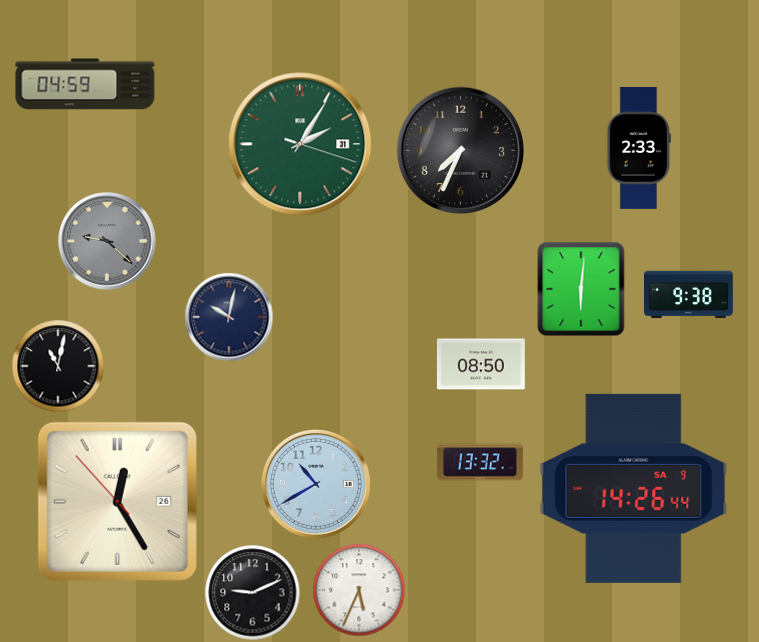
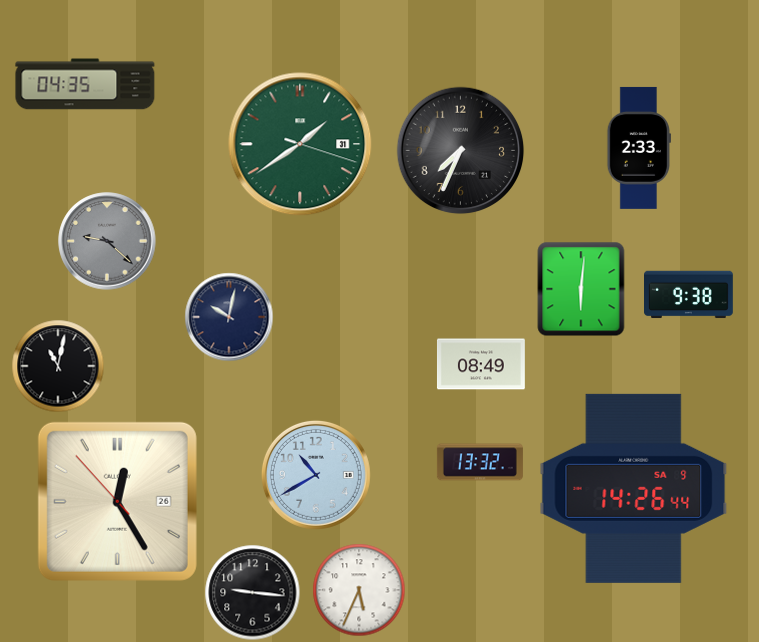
clock at (85, 84): 04:59 -> 04:35
clock at (300, 144): 2:05 -> 1:39
clock at (481, 364): 08:50 -> 08:49
clock at (316, 484) position: (316, 484) -> (316, 475)
clock at (253, 593): 9:11 -> 9:16
